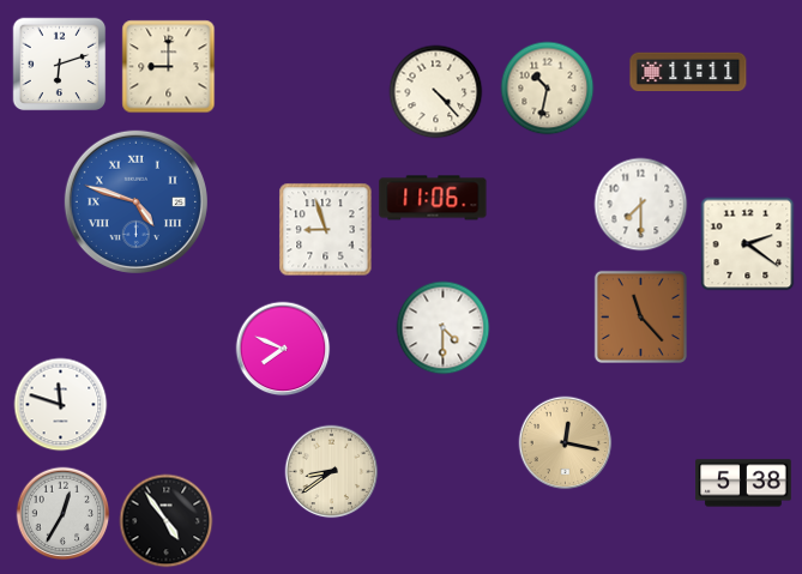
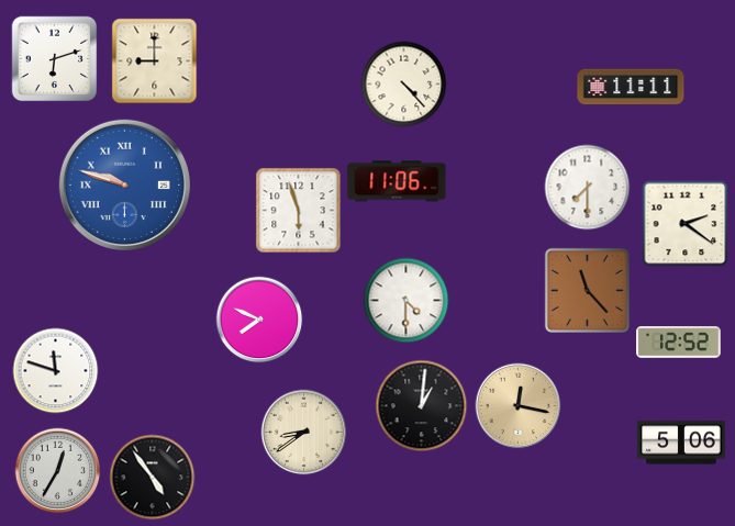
clock at (688, 72) position: (688, 72) -> (631, 87)
clock at (547, 87): 10:32 -> none
clock at (435, 91) position: (435, 91) -> (403, 83)
clock at (135, 201): 4:48 -> 9:48
clock at (325, 229): 8:57 -> 5:57
clock at (679, 343): none -> 12:52
clock at (421, 405): none -> 1:01
clock at (743, 483): 5:38 -> 5:06
